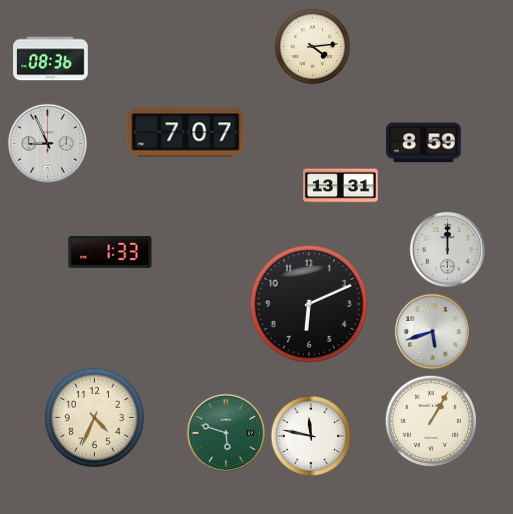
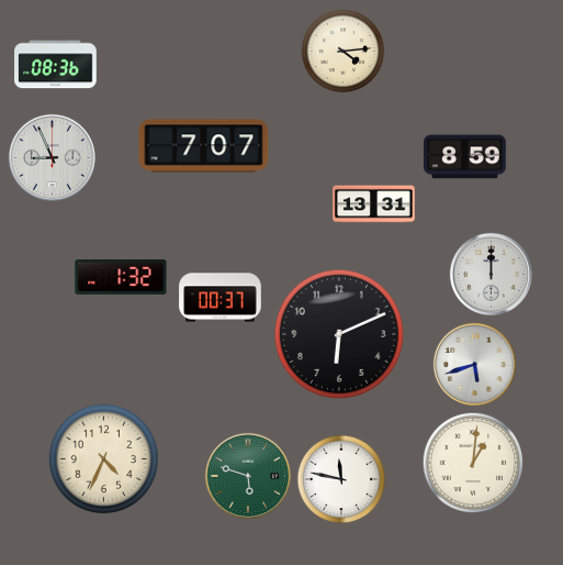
clock at (110, 253): 1:33 -> 1:32
clock at (221, 298): none -> 00:37
clock at (431, 421): 1:05 -> 1:01
